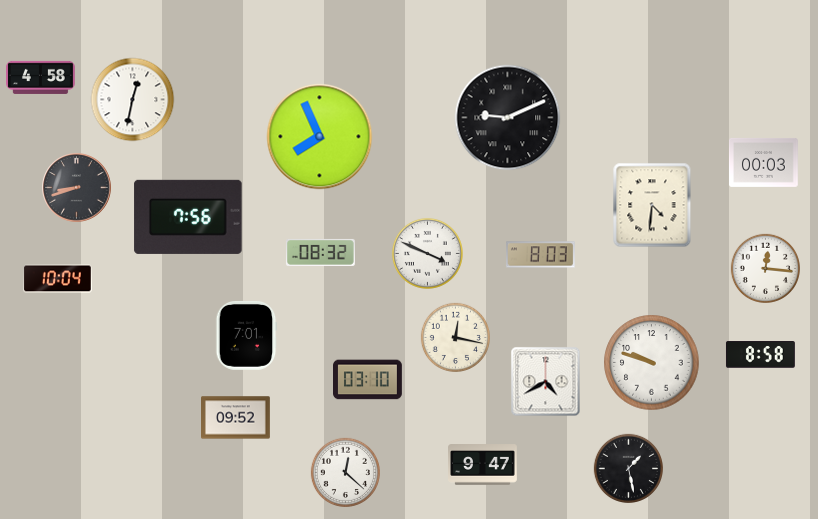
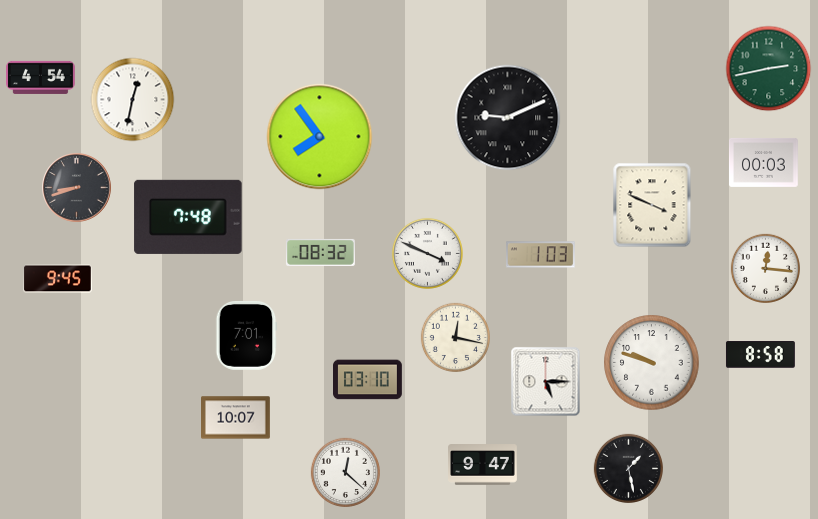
clock at (769, 69): none -> 2:43
clock at (41, 77): 4:58 -> 4:54
clock at (320, 137): 7:56 -> 7:54
clock at (652, 205): 4:31 -> 3:49
clock at (188, 217): 7:56 -> 7:48
clock at (540, 255): 8:03 -> 1:03
clock at (58, 279): 10:04 -> 9:45
clock at (546, 382): 4:40 -> 5:15
clock at (236, 418): 09:52 -> 10:07
